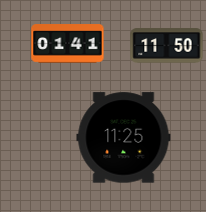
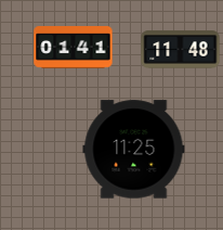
clock at (167, 46): 11:50 -> 11:48
